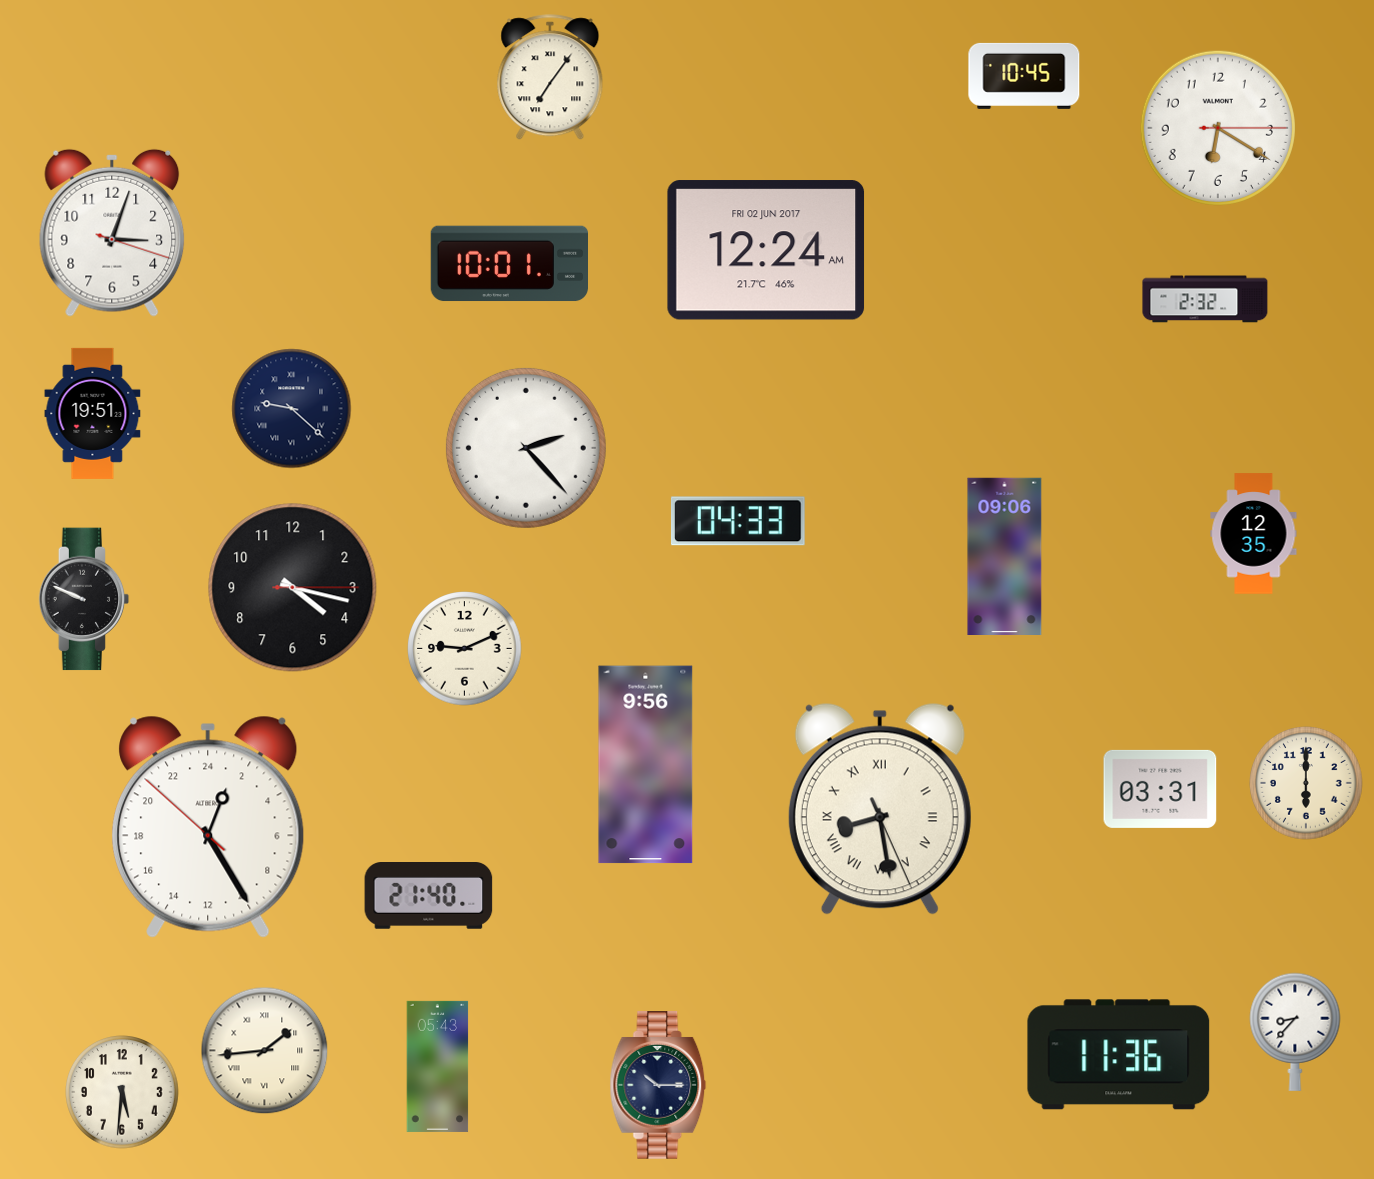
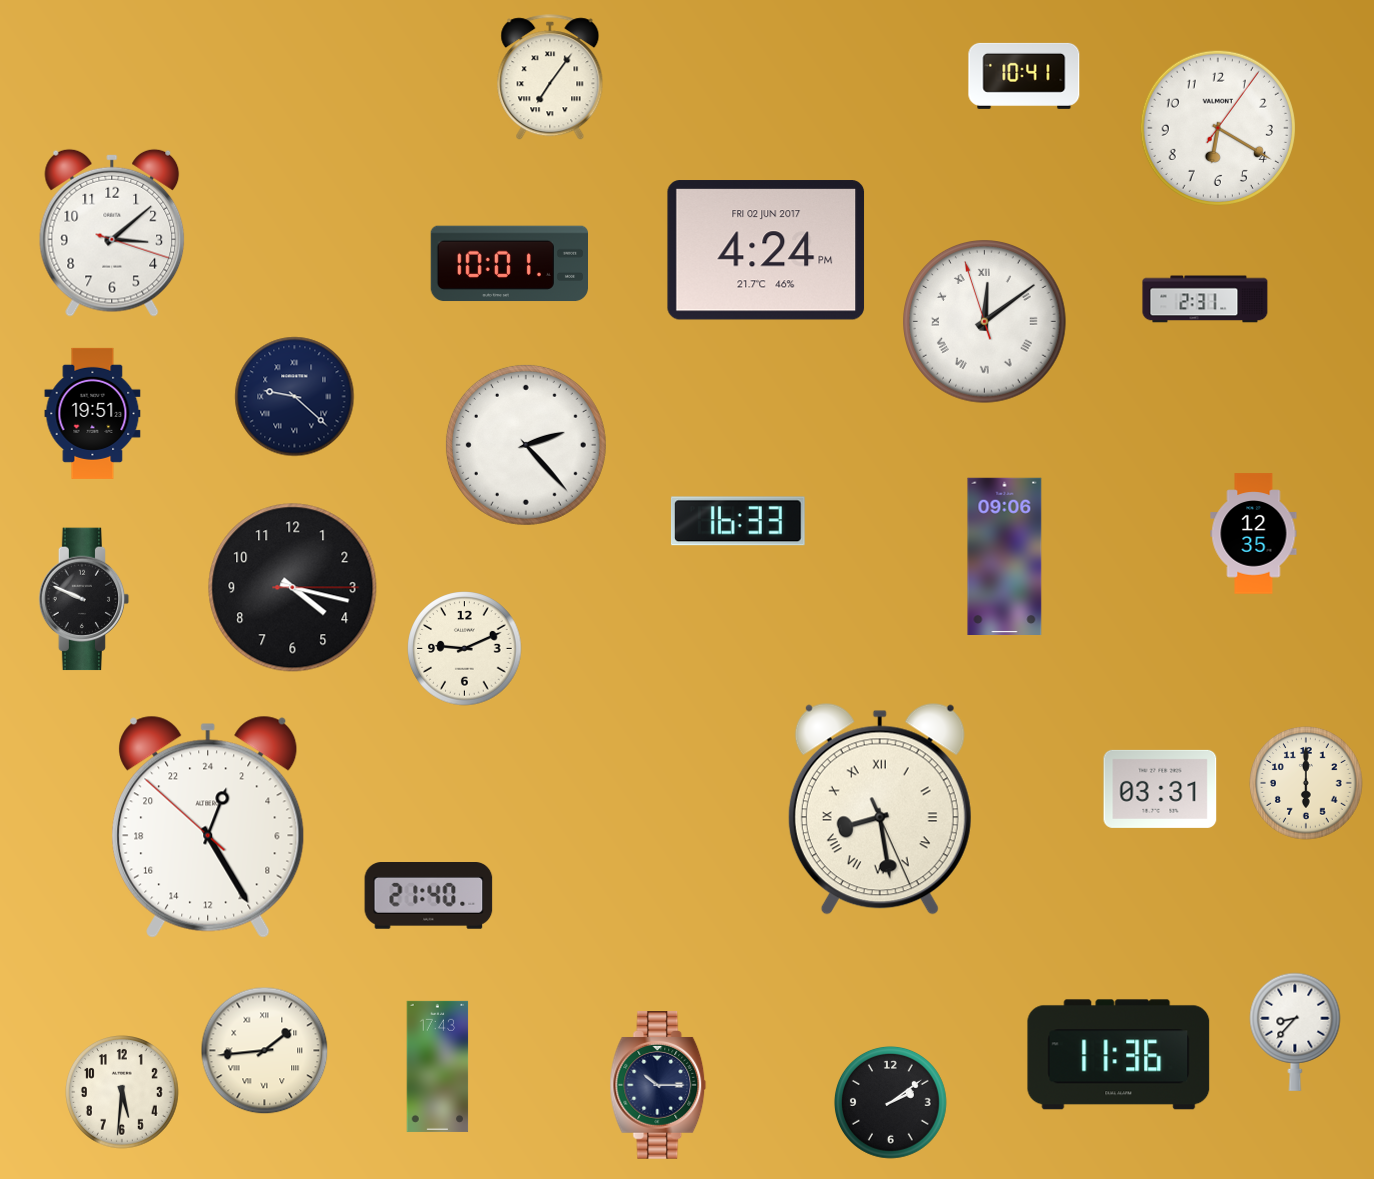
clock at (1024, 76): 10:45 -> 10:41
clock at (1218, 128): 6:20:15 -> 6:20:06
clock at (112, 233): 3:03 -> 3:08
clock at (766, 250): 12:24 -> 4:24
clock at (1205, 299): 2:32 -> 2:31
clock at (985, 322): none -> 12:08
clock at (292, 409) position: (292, 409) -> (295, 397)
clock at (526, 448) position: (526, 448) -> (526, 445)
clock at (738, 521): 04:33 -> 16:33
clock at (646, 765): 9:56 -> none
clock at (438, 1066): 05:43 -> 17:43
clock at (890, 1102): none -> 2:09
